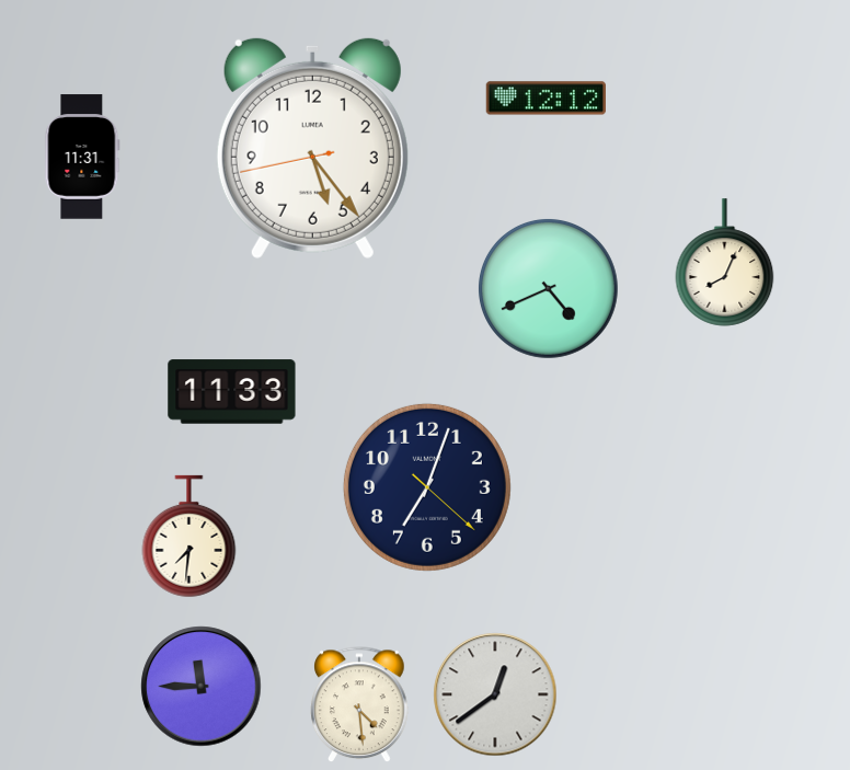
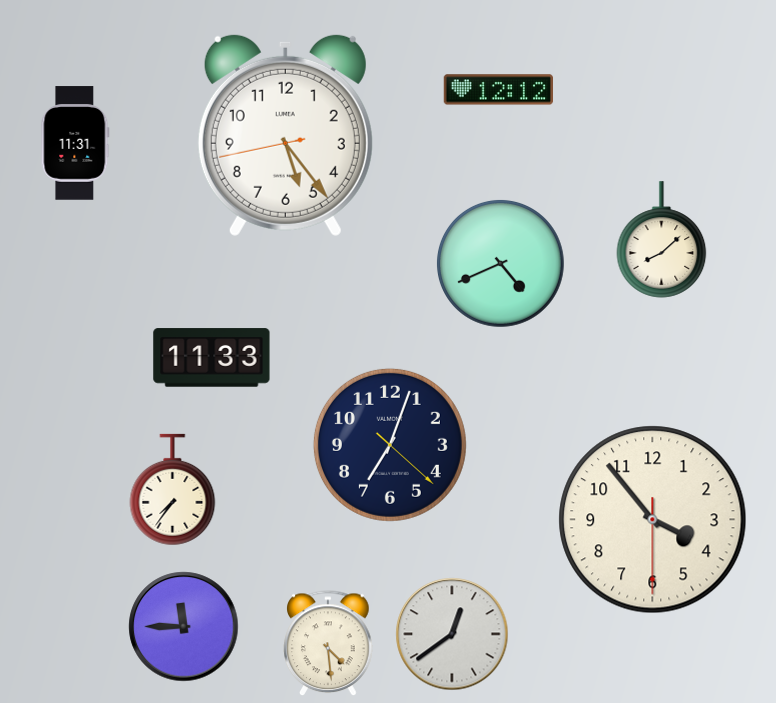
clock at (725, 263): 8:04 -> 8:08
clock at (189, 537): 7:31 -> 7:36
clock at (653, 520): none -> 3:53
